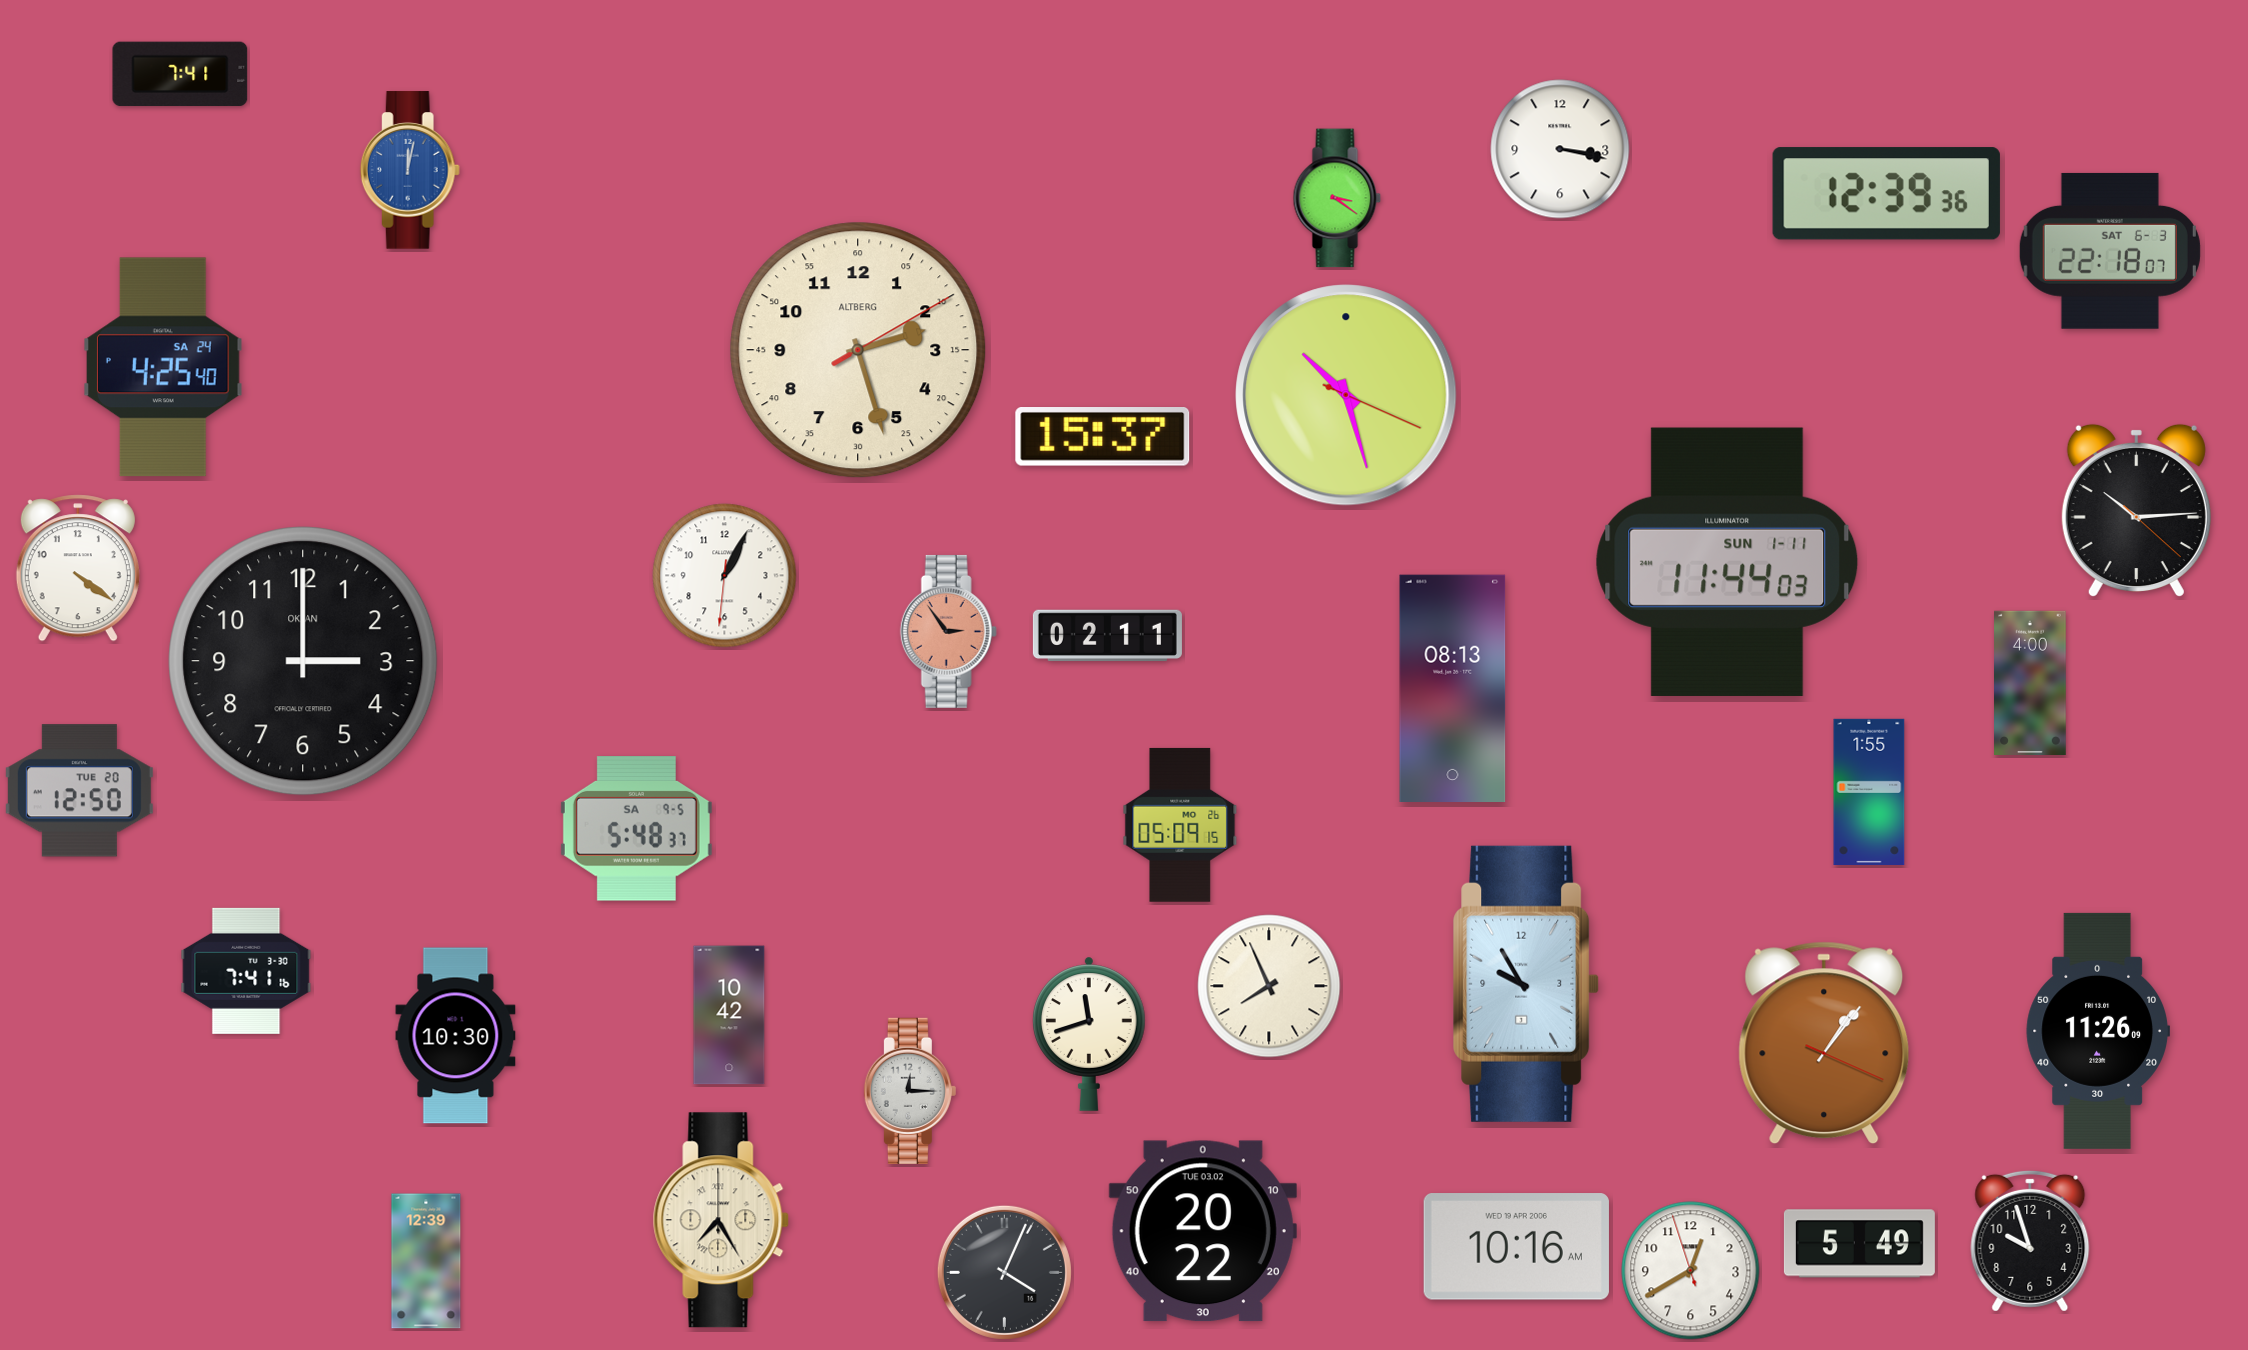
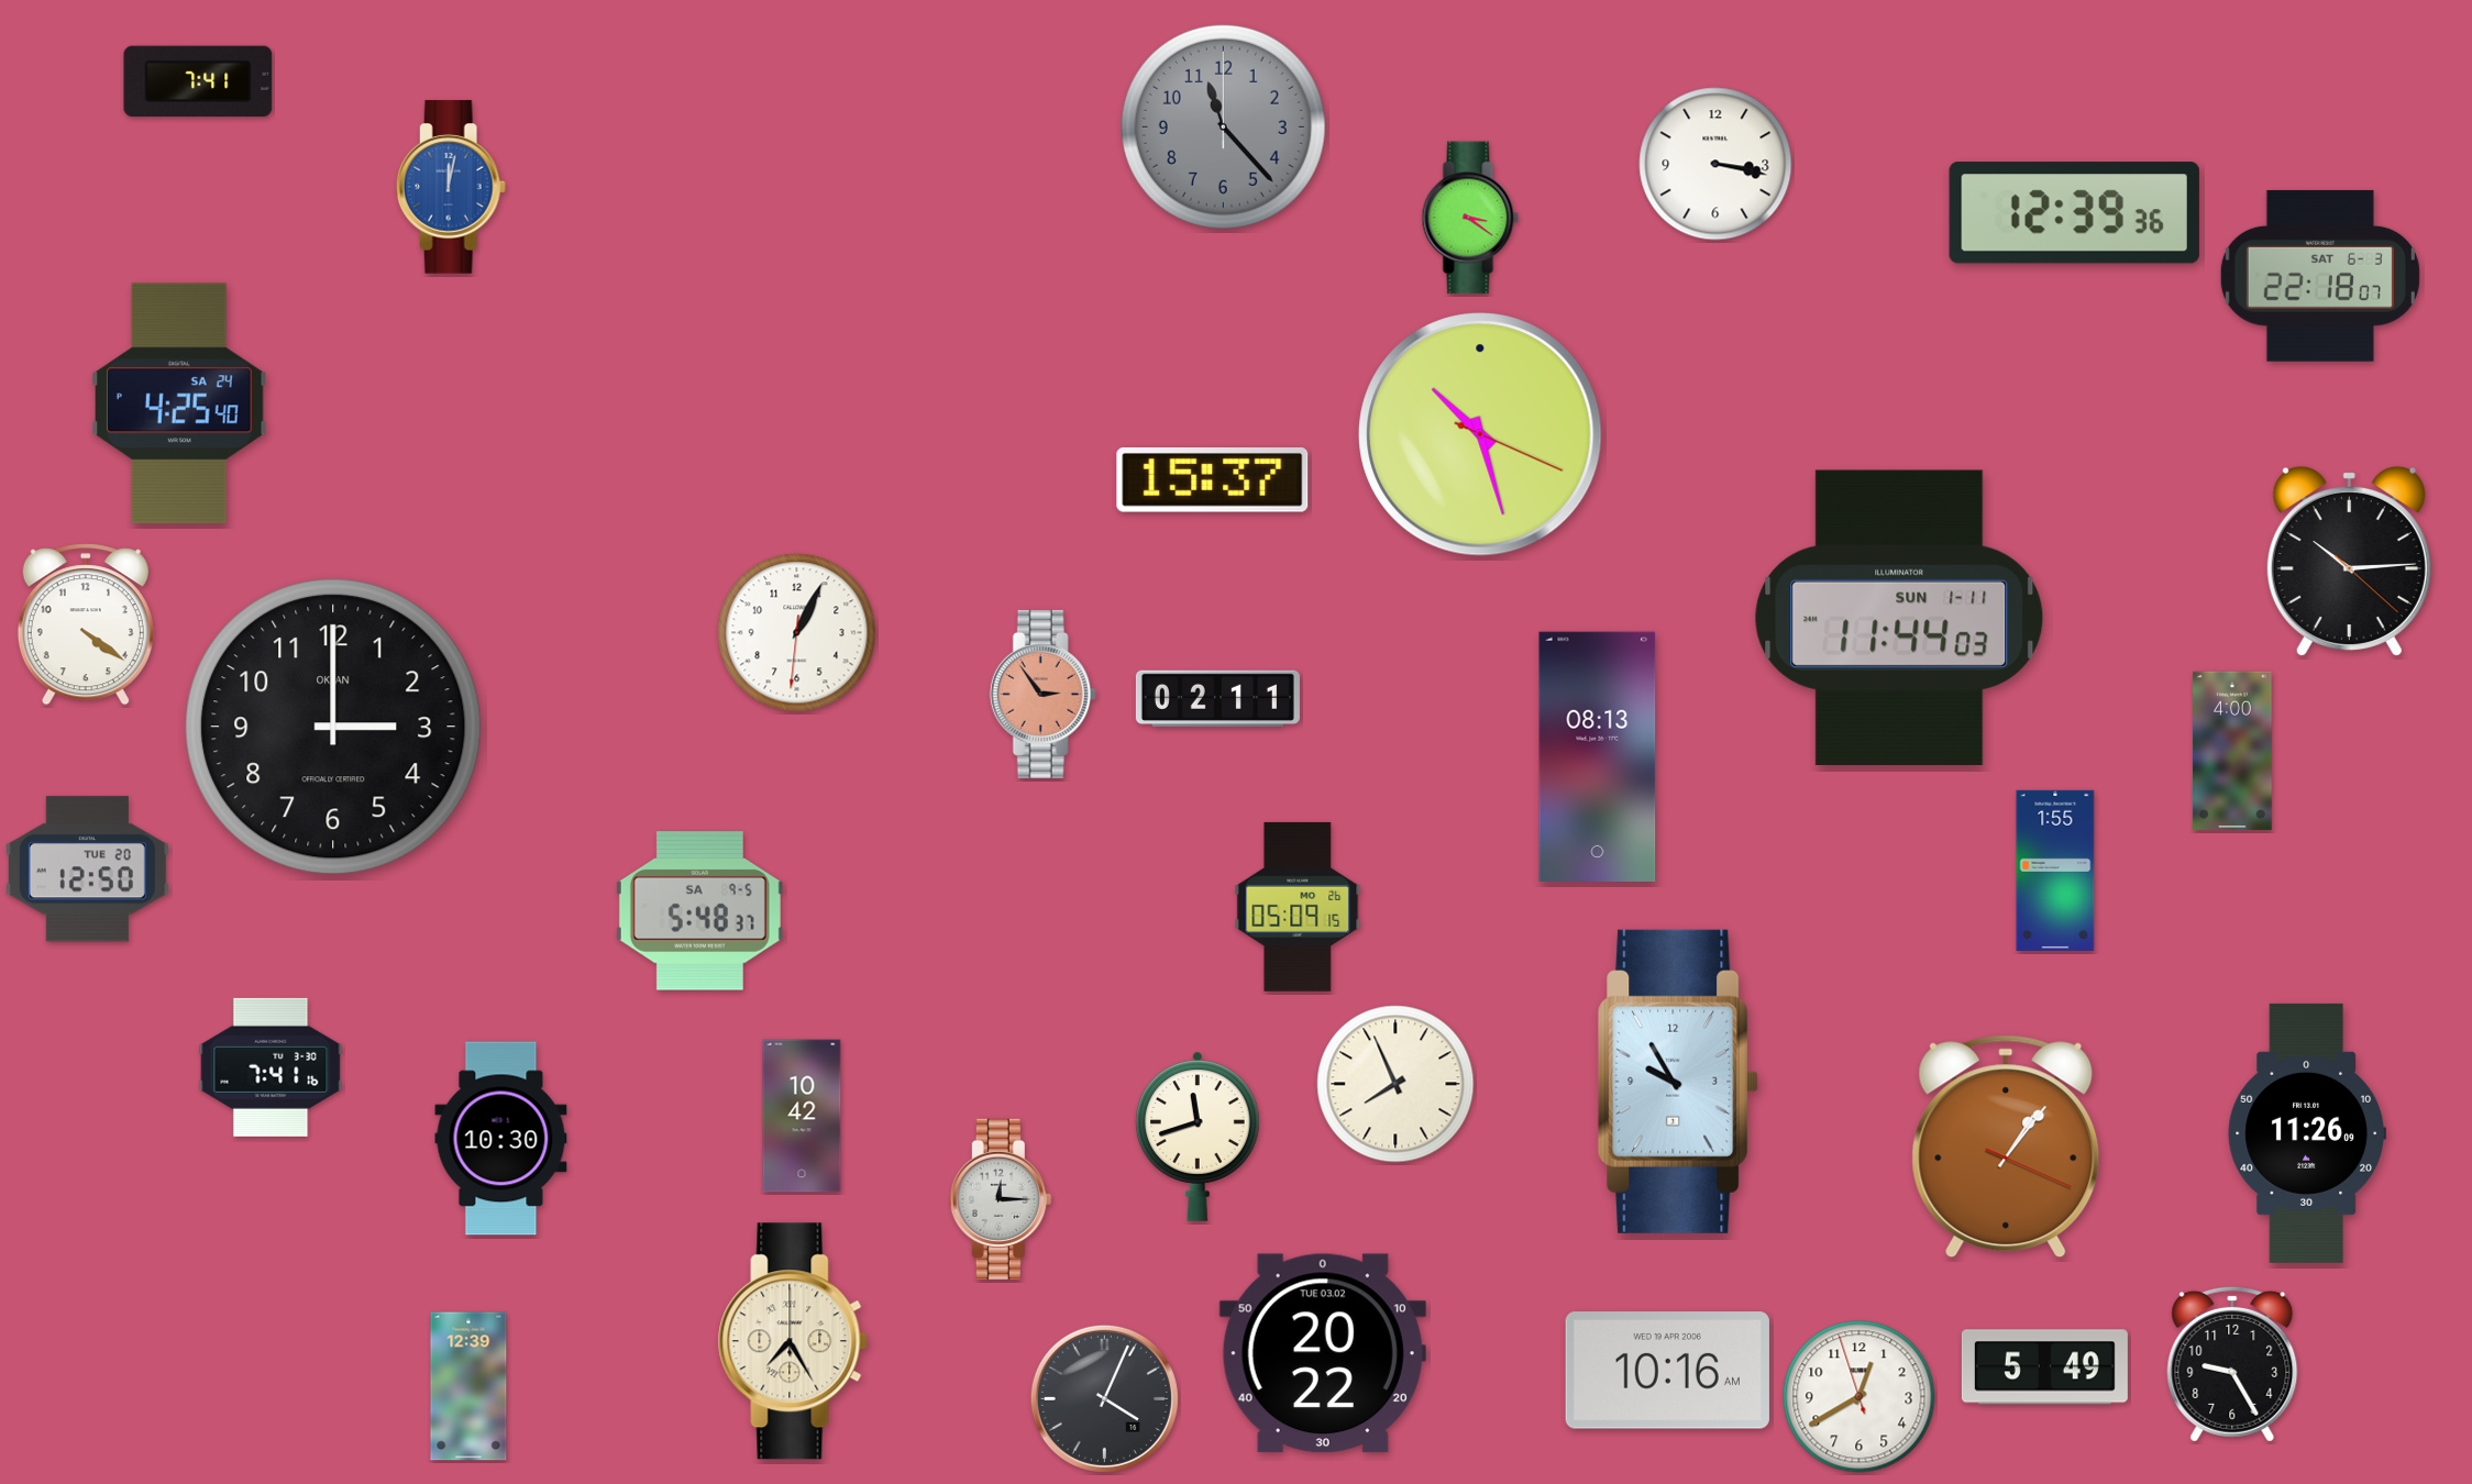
clock at (1223, 126): none -> 11:23
clock at (858, 350): 2:27 -> none
clock at (2030, 1241): 9:57 -> 9:25
